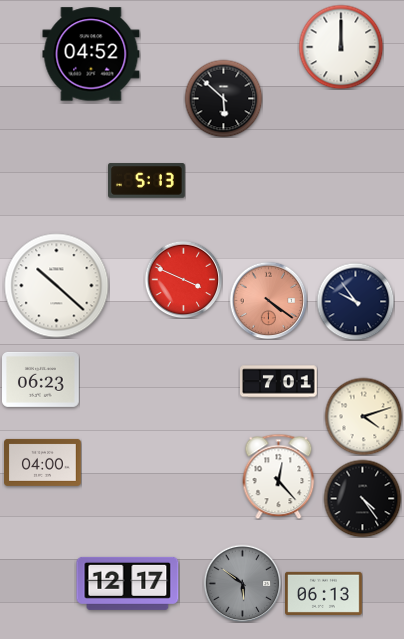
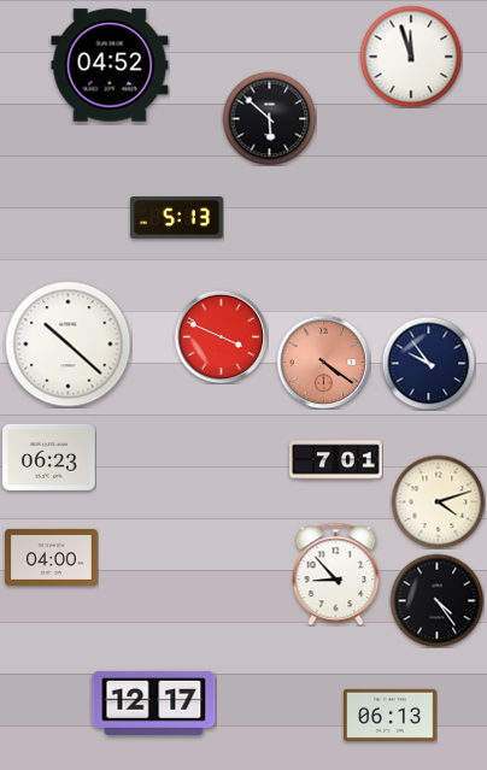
clock at (341, 47): 12:00 -> 11:57
clock at (279, 476): 12:23 -> 8:53
clock at (242, 583): 5:51 -> none
